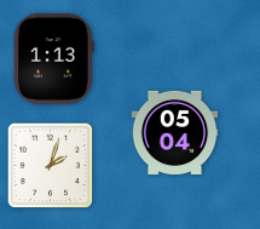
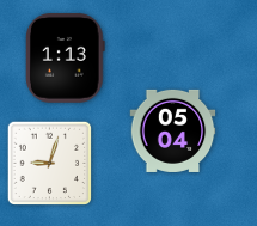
clock at (53, 59) position: (53, 59) -> (65, 59)
clock at (51, 166): 2:03 -> 9:03
